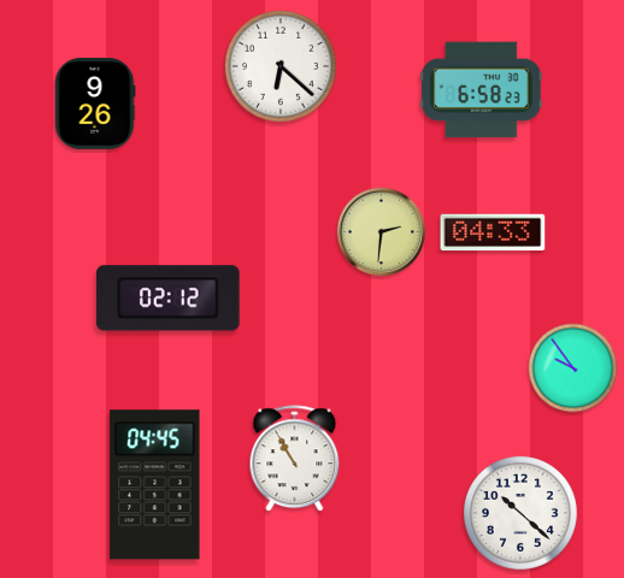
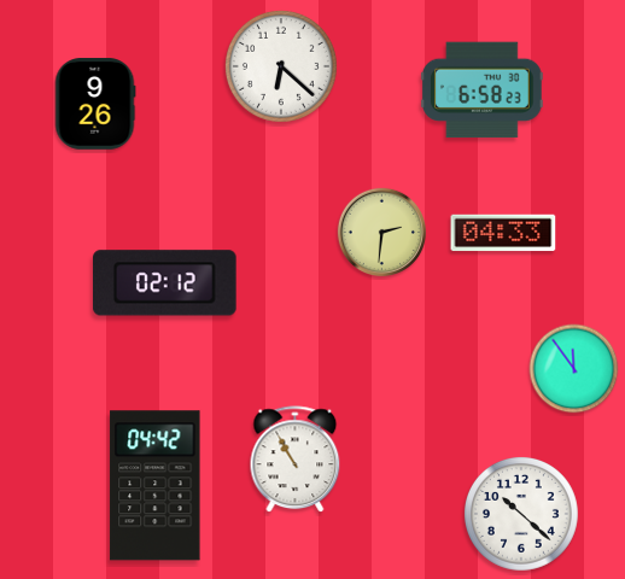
clock at (493, 232) position: (493, 232) -> (503, 233)
clock at (169, 299) position: (169, 299) -> (165, 283)
clock at (573, 368): 9:54 -> 11:54
clock at (155, 485): 04:45 -> 04:42
